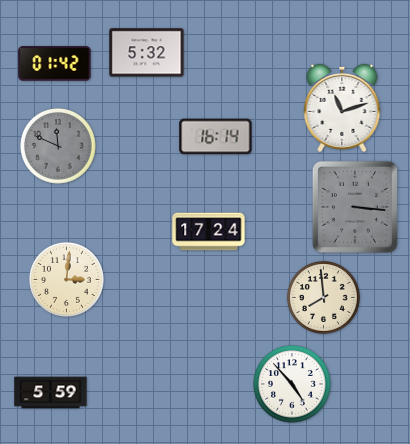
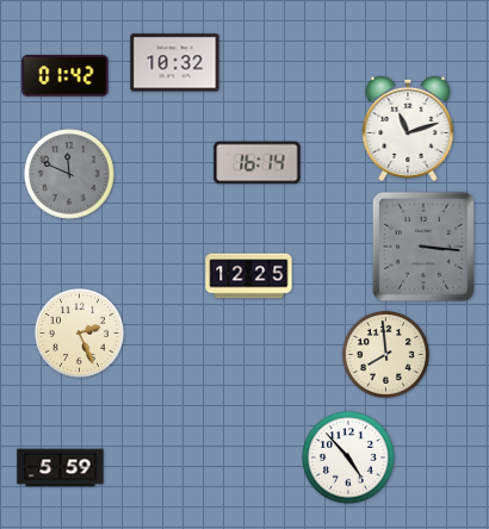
clock at (147, 53): 5:32 -> 10:32
clock at (209, 232): 17:24 -> 12:25
clock at (66, 279): 3:01 -> 2:26
